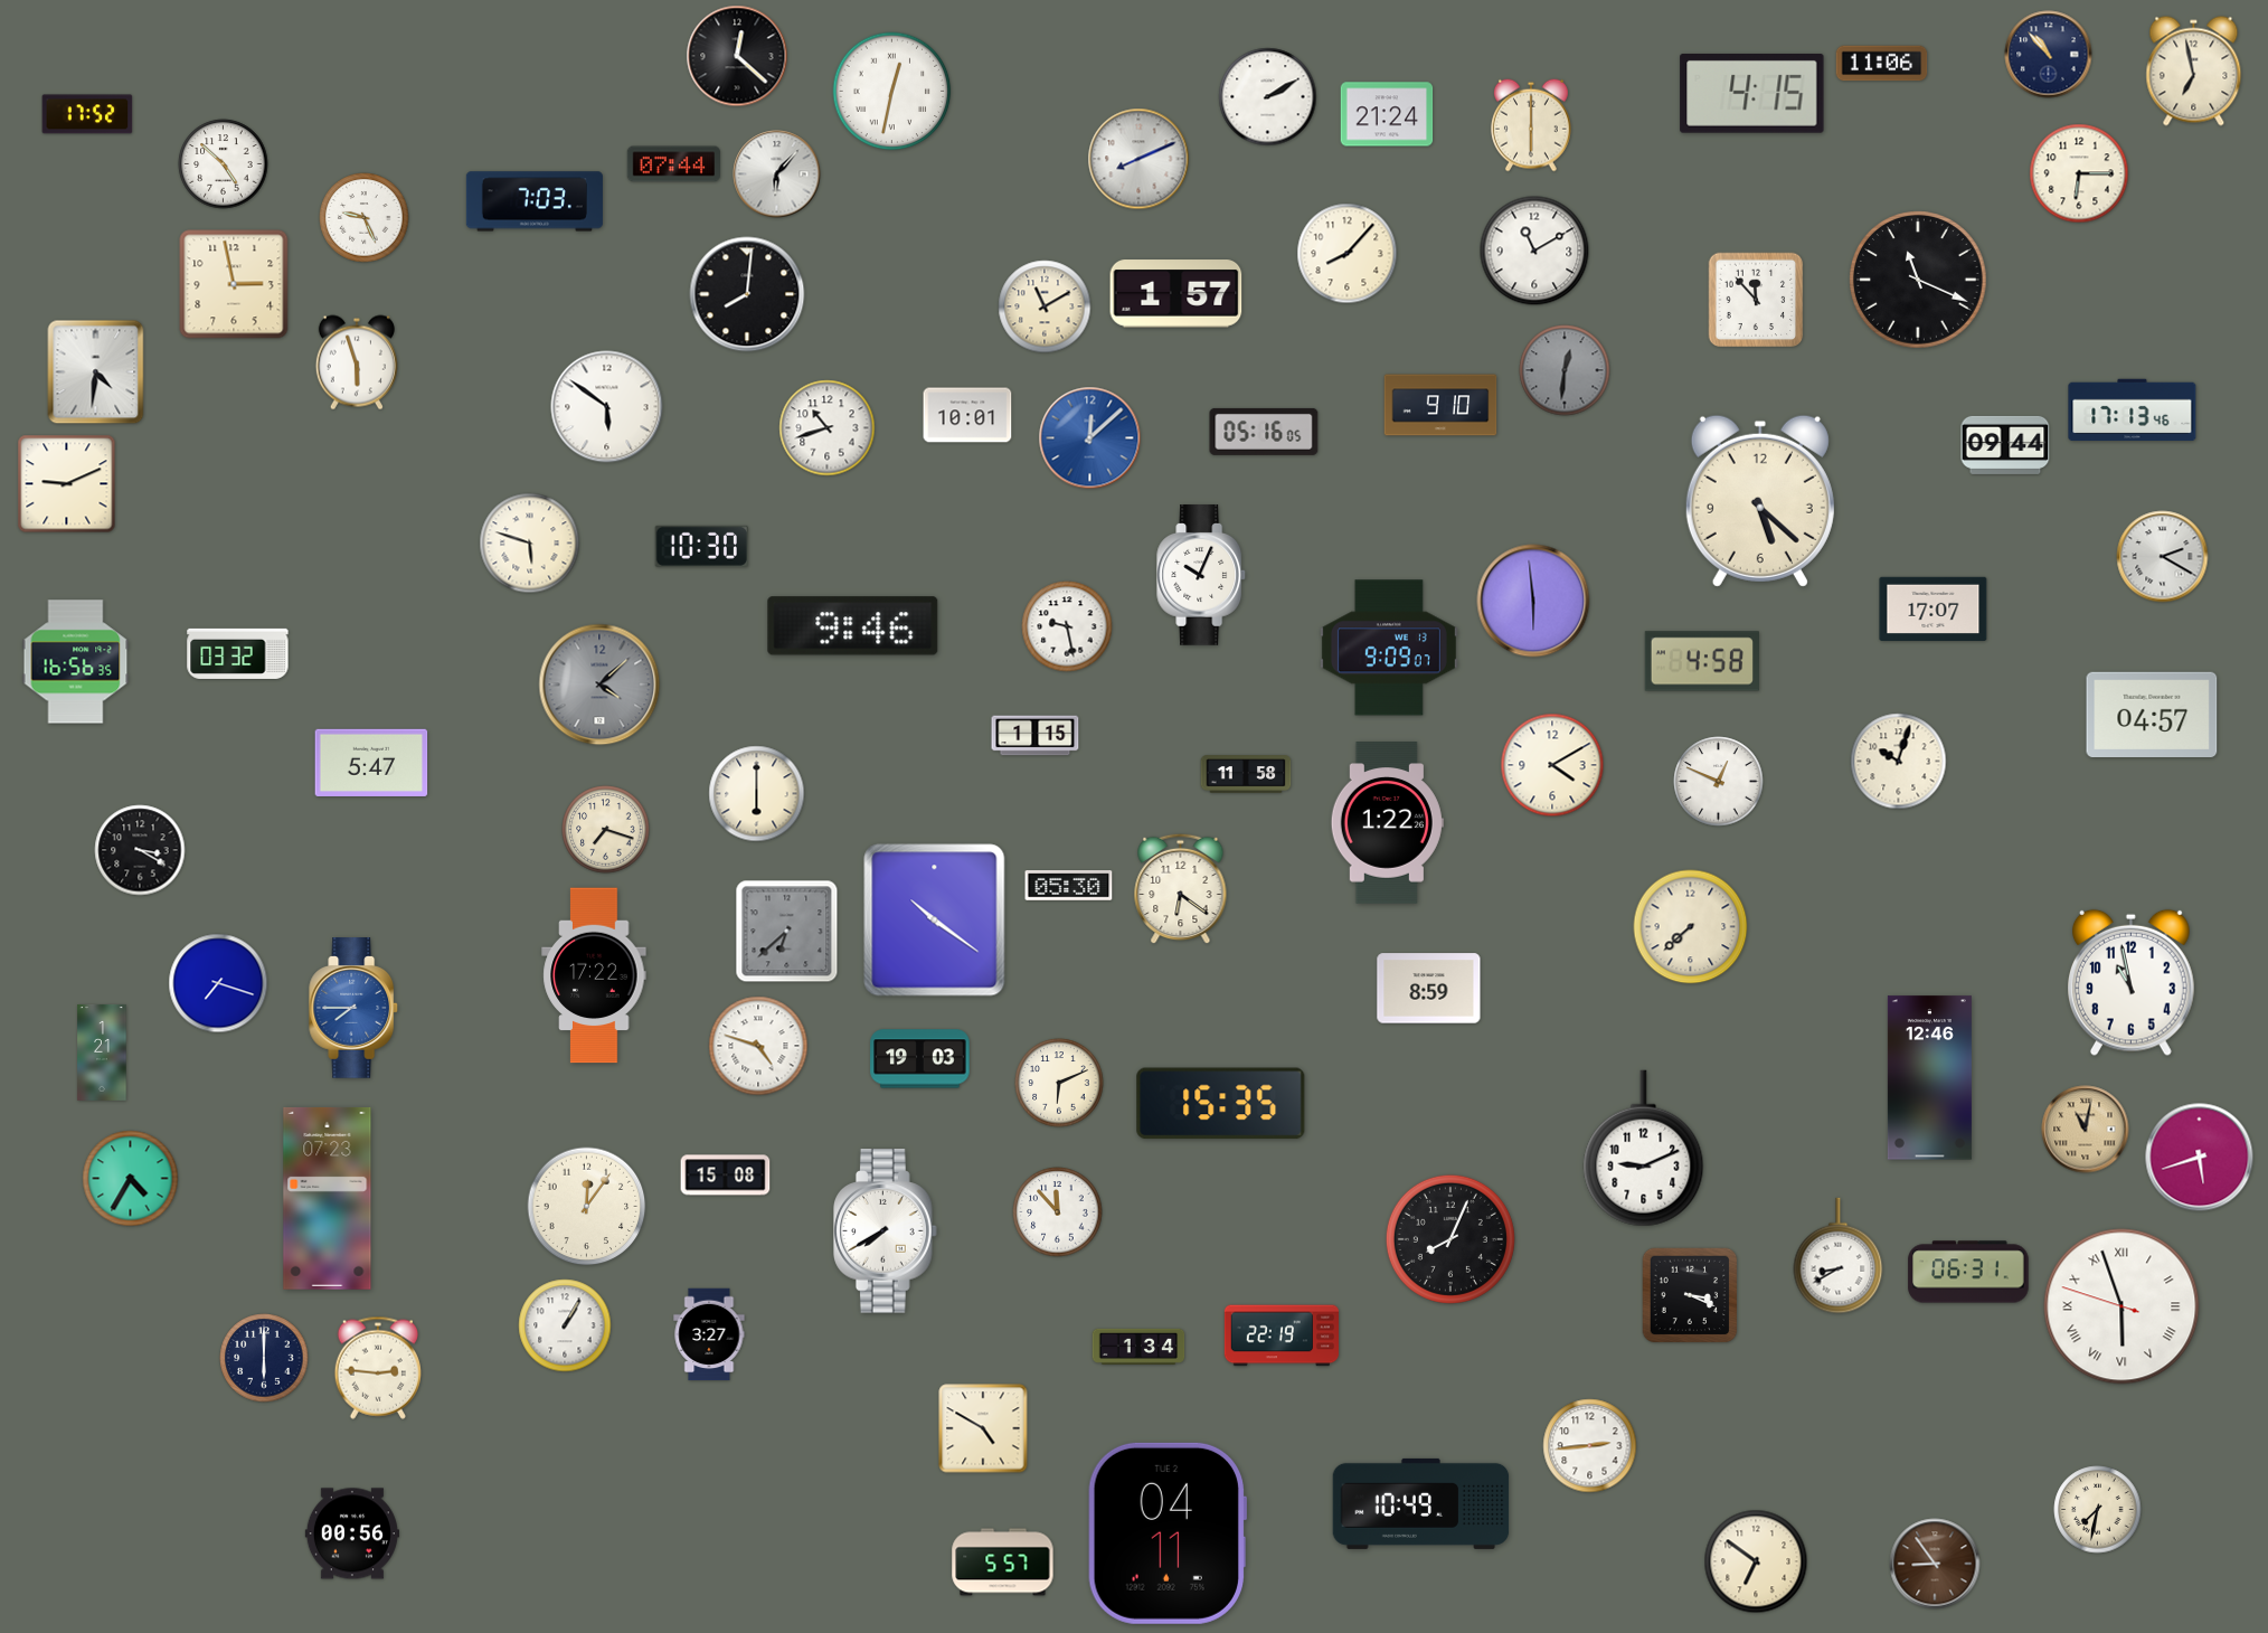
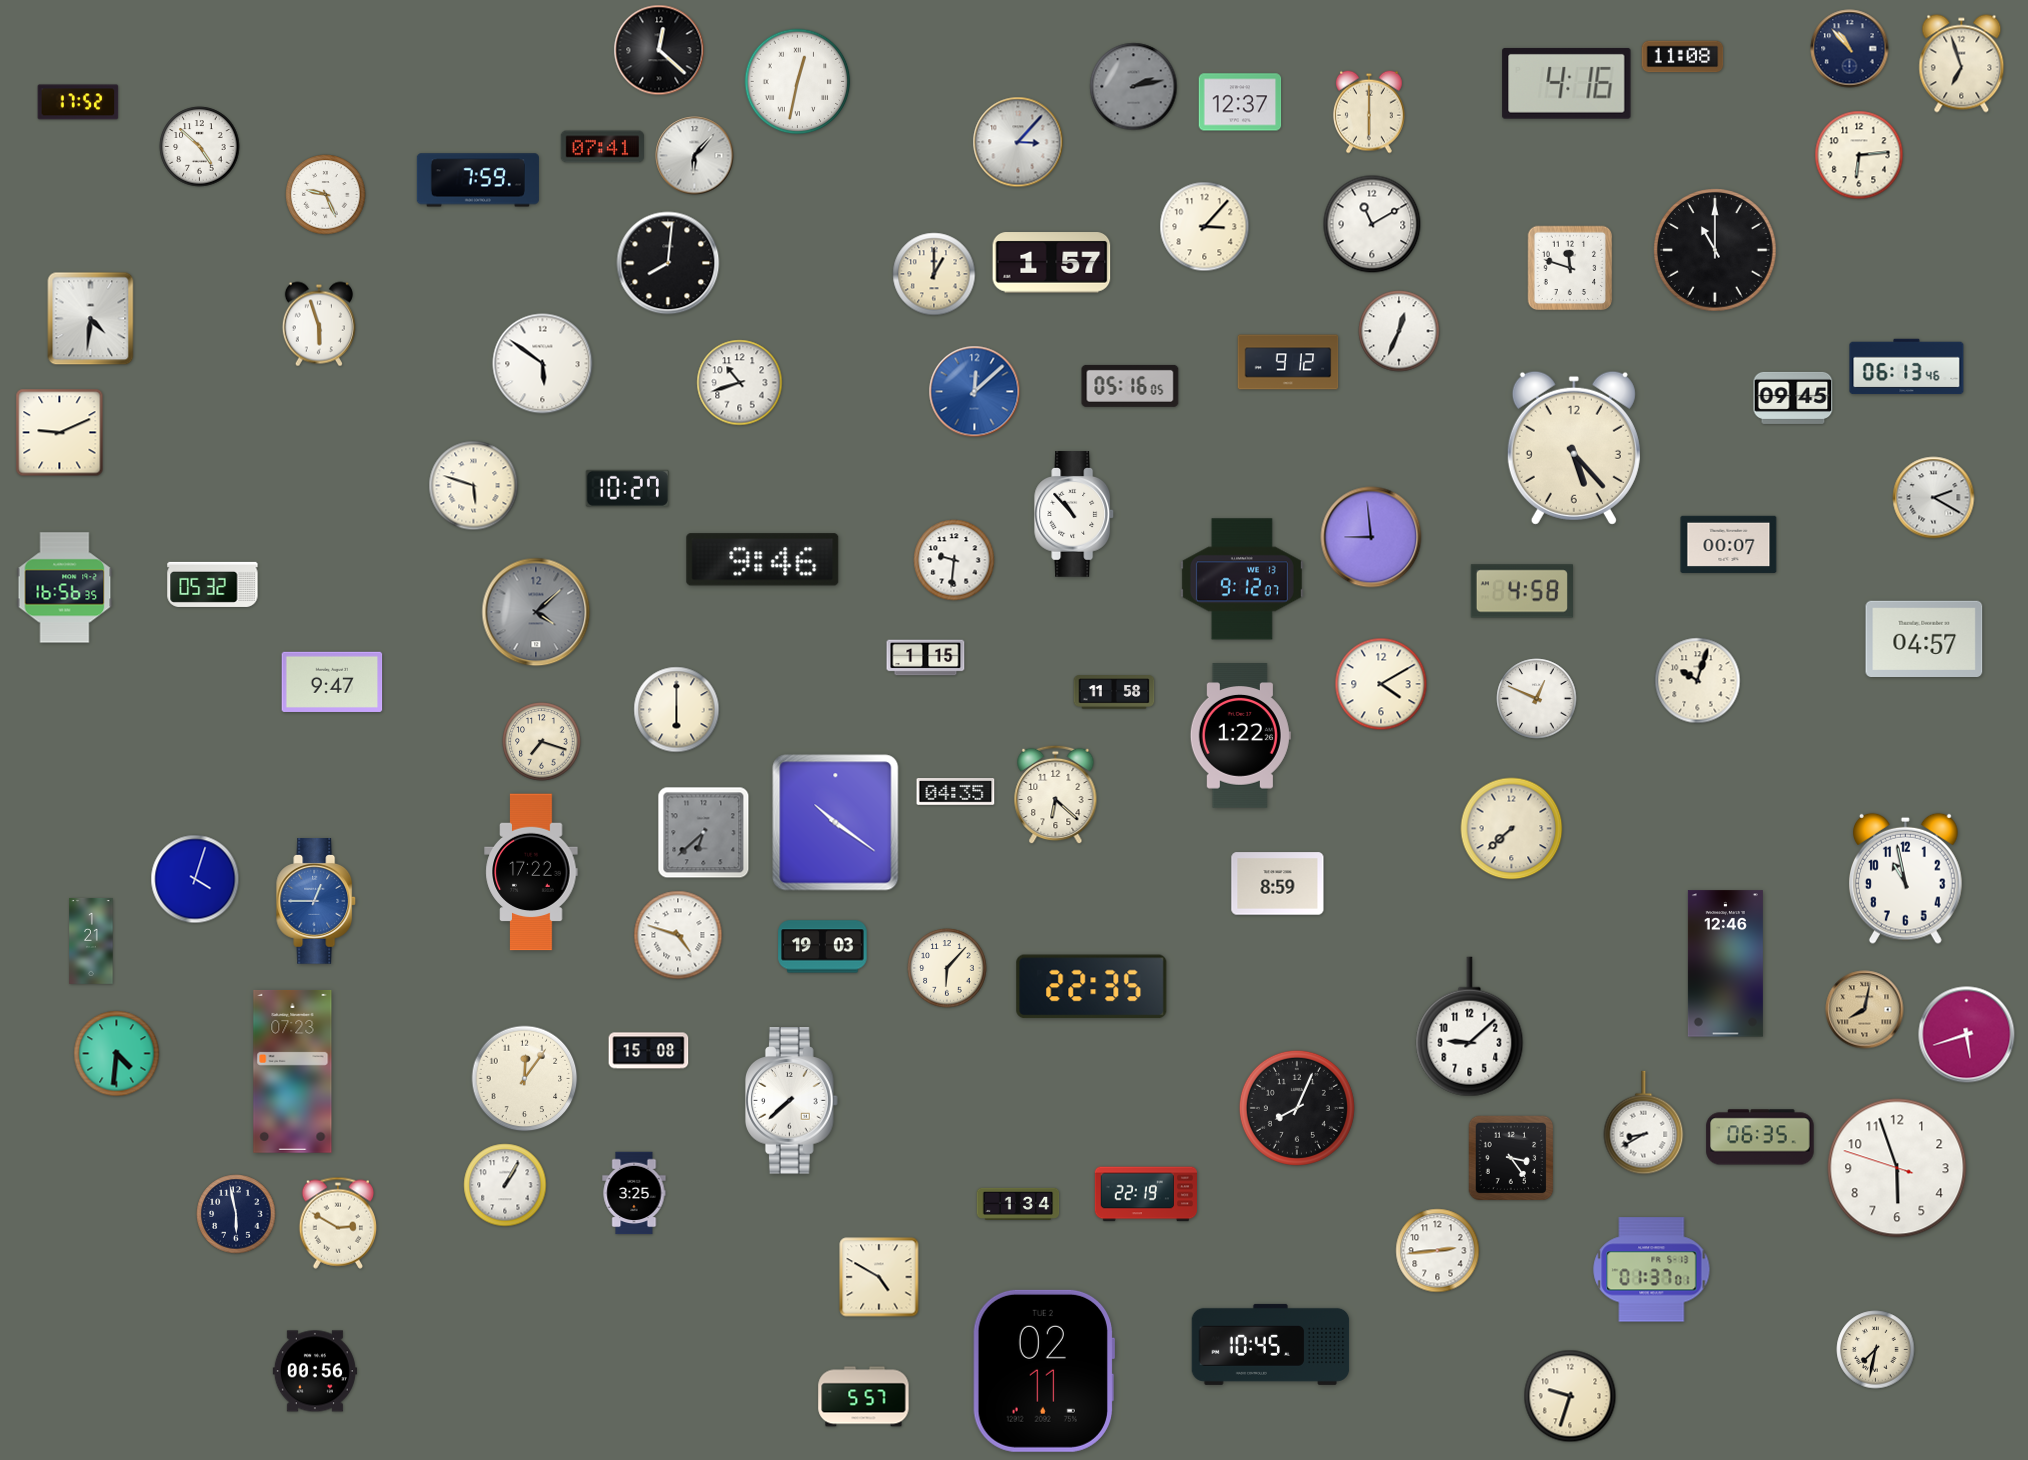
clock at (2049, 55) position: (2049, 55) -> (1850, 49)
clock at (1882, 64): 11:06 -> 11:08
clock at (2194, 72): 6:58 -> 6:57
clock at (1752, 93): 4:15 -> 4:16
clock at (1268, 97): 2:10 -> 2:13
clock at (1268, 97) dial: white -> grey
clock at (1387, 114): 21:24 -> 12:37
clock at (1138, 159): 8:11 -> 3:07
clock at (673, 164): 07:44 -> 07:41
clock at (2079, 173): 6:15 -> 6:14
clock at (535, 201): 7:03 -> 7:59
clock at (1348, 254): 8:07 -> 3:07
clock at (1918, 280): 11:19 -> 11:00
clock at (234, 284): 2:58 -> none
clock at (1756, 300): 11:53 -> 11:48
clock at (1045, 306): 11:10 -> 1:00
clock at (1565, 370): 12:31 -> 12:34
clock at (1565, 370) dial: grey -> white
clock at (96, 372) position: (96, 372) -> (91, 319)
clock at (1440, 405): 9:10 -> 9:12
clock at (2133, 410): 17:13 -> 06:13
clock at (967, 415): 10:01 -> none
clock at (2005, 445): 09:44 -> 09:45
clock at (1760, 501): 5:22 -> 5:23
clock at (701, 546): 10:30 -> 10:27
clock at (1202, 575): 10:04 -> 10:53
clock at (1533, 601): 5:59 -> 8:59
clock at (1934, 608): 17:07 -> 00:07
clock at (1067, 626): 9:28 -> 9:31
clock at (1389, 648): 9:09 -> 9:12
clock at (238, 653): 03:32 -> 05:32
clock at (76, 662) position: (76, 662) -> (65, 588)
clock at (371, 763): 5:47 -> 9:47
clock at (1552, 765) position: (1552, 765) -> (1381, 684)
clock at (140, 850): 3:20 -> none
clock at (1069, 886): 05:30 -> 04:35
clock at (1181, 889): 6:21 -> 6:22
clock at (218, 983): 7:18 -> 4:03
clock at (355, 1008): 7:45 -> 12:45
clock at (1059, 1083): 6:11 -> 6:07
clock at (1221, 1104): 15:35 -> 22:35
clock at (2086, 1130): 11:02 -> 8:02
clock at (1644, 1149): 9:11 -> 9:08
clock at (131, 1179): 4:35 -> 4:31
clock at (1058, 1212): 11:53 -> none
clock at (886, 1231): 7:40 -> 7:38
clock at (1968, 1272): 06:31 -> 06:35
clock at (1690, 1295): 3:19 -> 3:24
clock at (2121, 1306) numerals: Roman -> Arabic
clock at (709, 1334): 3:27 -> 3:25
clock at (264, 1358): 6:00 -> 5:58
clock at (377, 1368): 2:46 -> 2:50
clock at (1652, 1270): none -> 01:37
clock at (1590, 1446) position: (1590, 1446) -> (1438, 1251)
clock at (1421, 1503): 10:49 -> 10:45
clock at (1166, 1533): 04:11 -> 02:11
clock at (1756, 1561): 6:51 -> 9:33
clock at (1003, 1563) position: (1003, 1563) -> (864, 1397)
clock at (1935, 1564): 8:54 -> none
